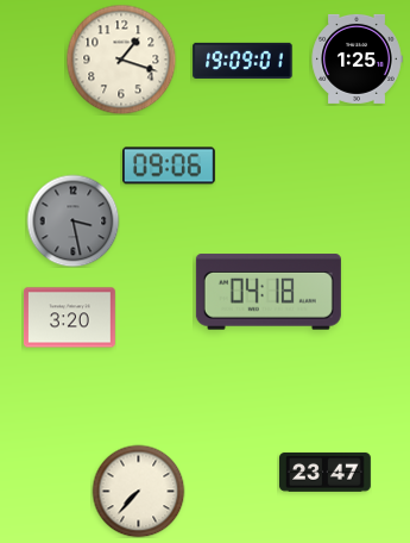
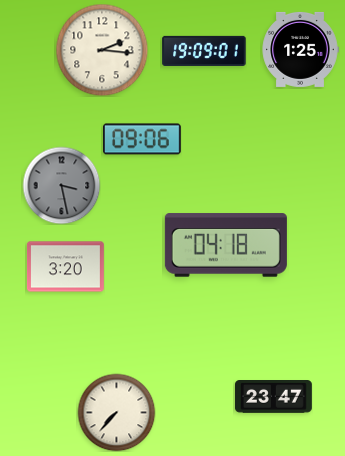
clock at (121, 60): 1:18 -> 2:16
clock at (70, 318) position: (70, 318) -> (66, 267)
